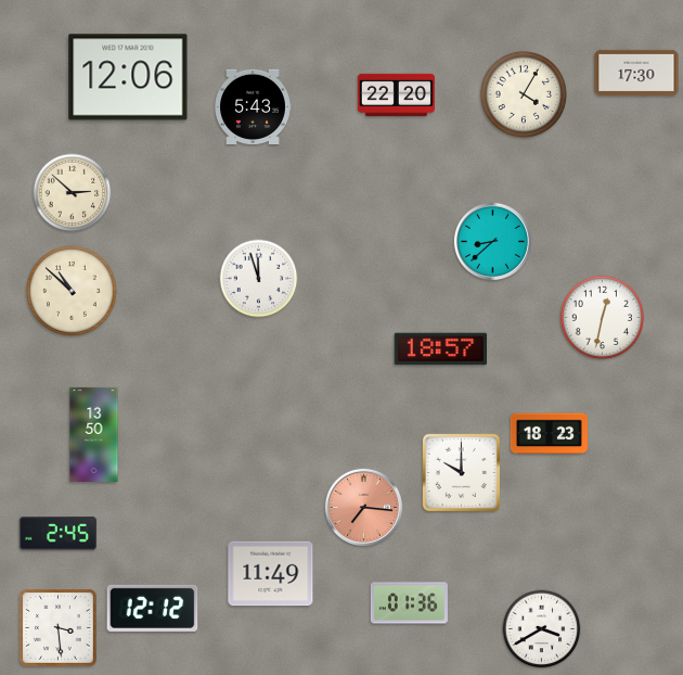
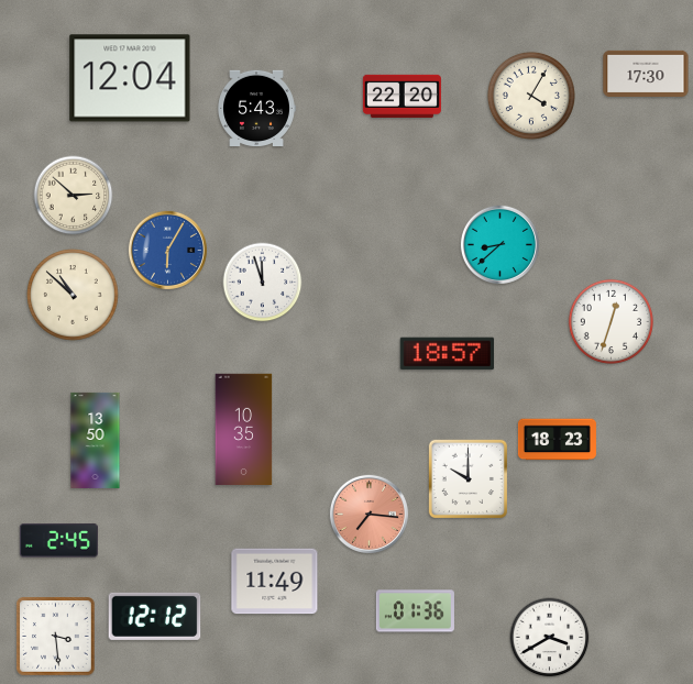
clock at (128, 77): 12:06 -> 12:04
clock at (167, 250): none -> 6:05
clock at (602, 317): 12:32 -> 12:33
clock at (244, 430): none -> 10:35
clock at (59, 628) position: (59, 628) -> (56, 637)
